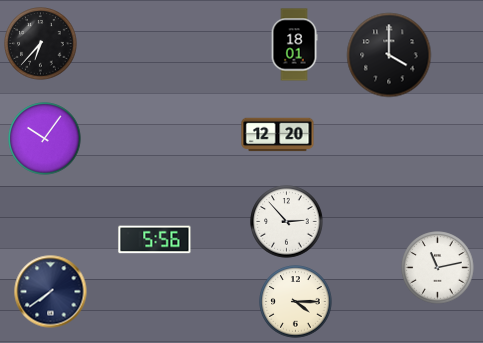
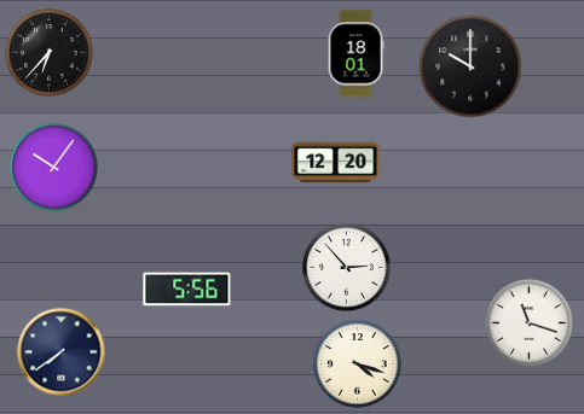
clock at (389, 55): 4:00 -> 10:00
clock at (438, 268): 11:13 -> 11:18
clock at (296, 302): 4:15 -> 4:18
